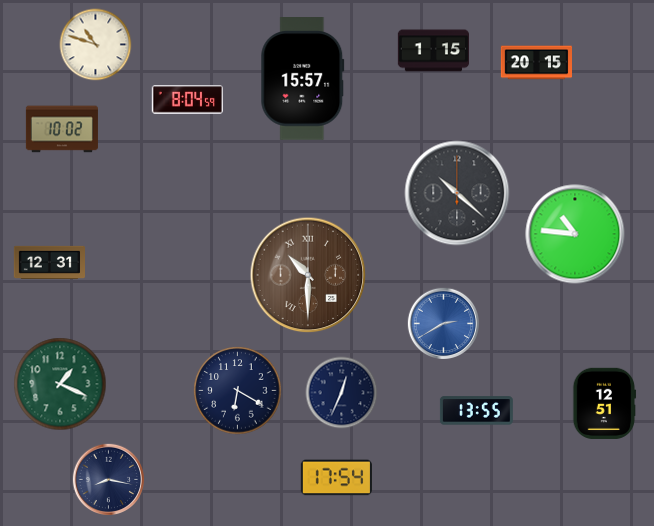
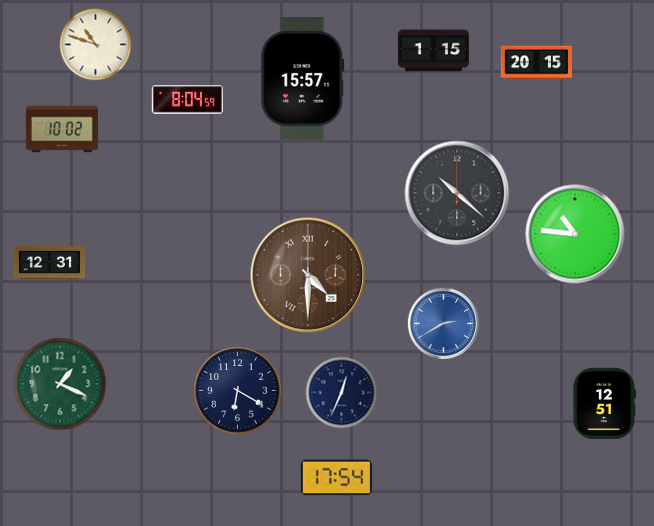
clock at (308, 275): 10:30 -> 4:30
clock at (476, 411): 13:55 -> none
clock at (109, 480): 8:17 -> none
